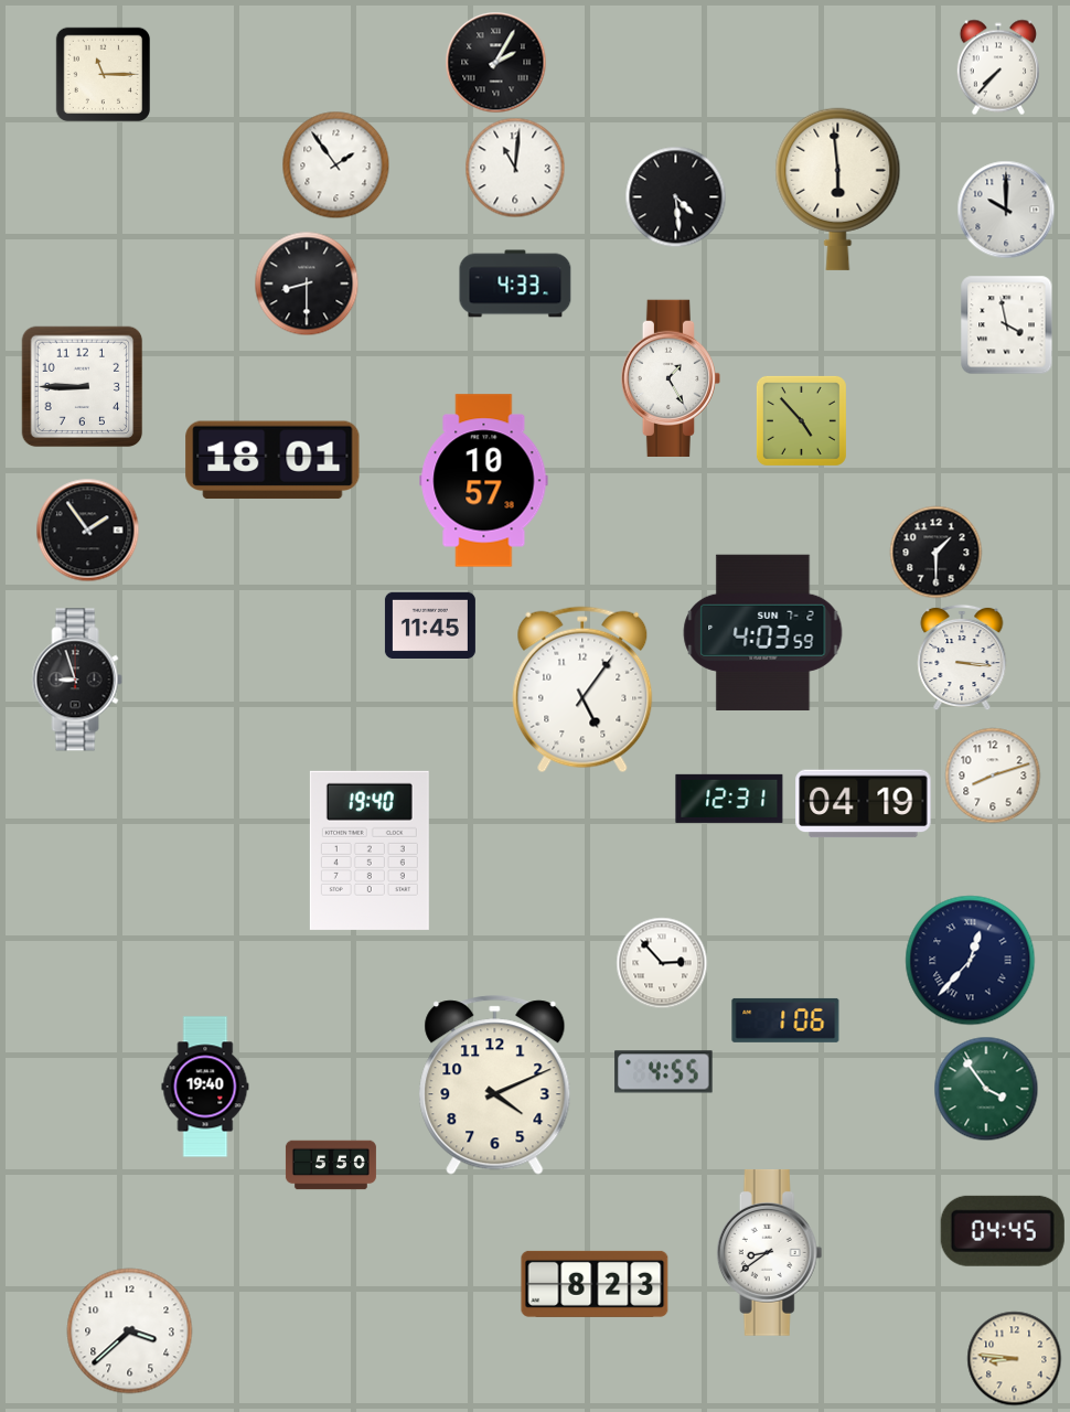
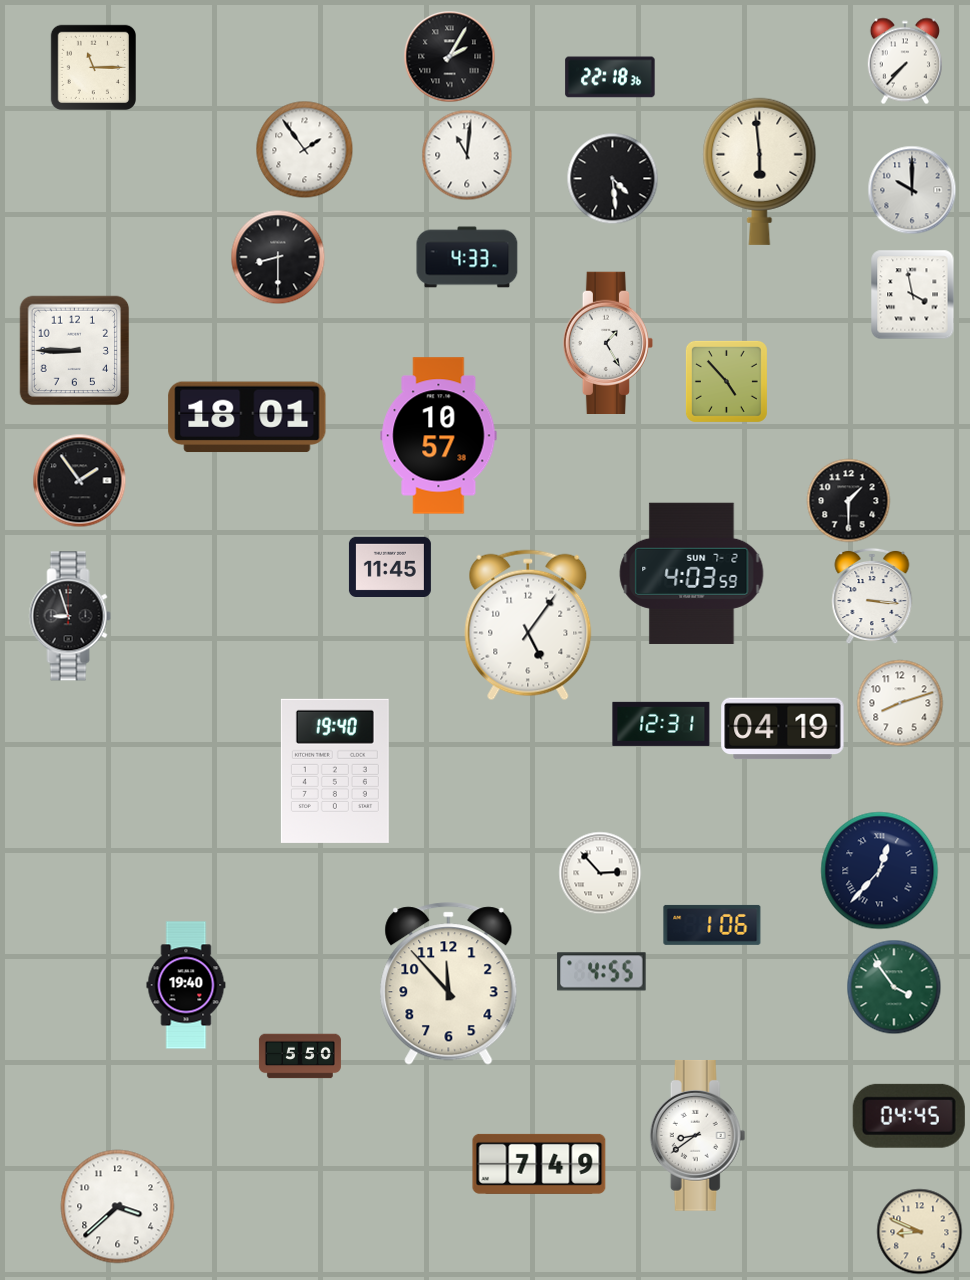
clock at (610, 77): none -> 22:18
clock at (515, 168) position: (515, 168) -> (467, 155)
clock at (495, 1085): 4:11 -> 11:53
clock at (595, 1284): 8:23 -> 7:49
clock at (1015, 1359): 8:46 -> 8:49
